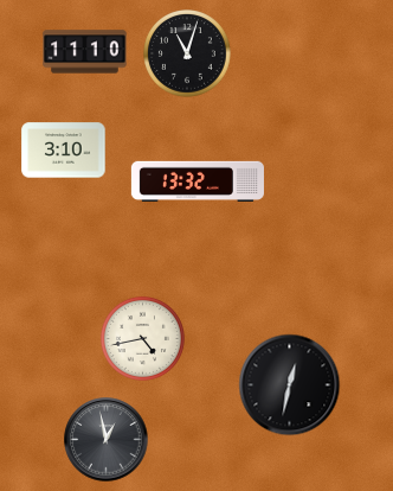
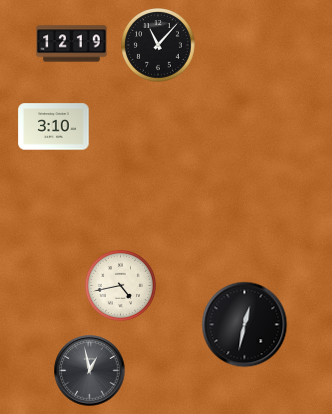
clock at (85, 52): 11:10 -> 12:19
clock at (188, 55): 11:03 -> 11:07
clock at (198, 180): 13:32 -> none
